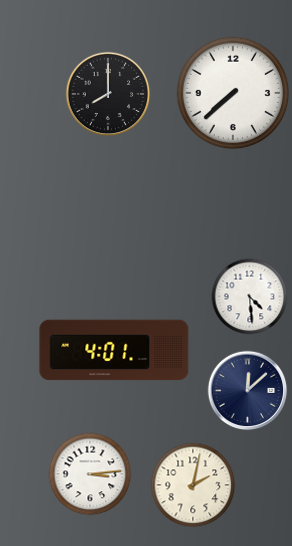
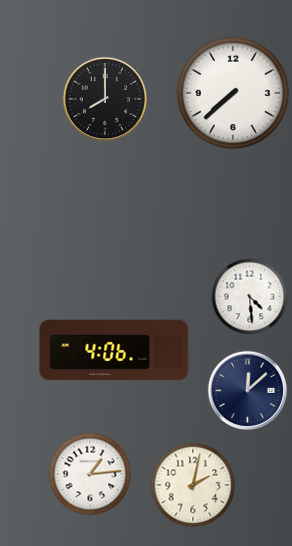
clock at (108, 94) position: (108, 94) -> (105, 99)
clock at (114, 350): 4:01 -> 4:06
clock at (90, 474): 3:14 -> 1:14
